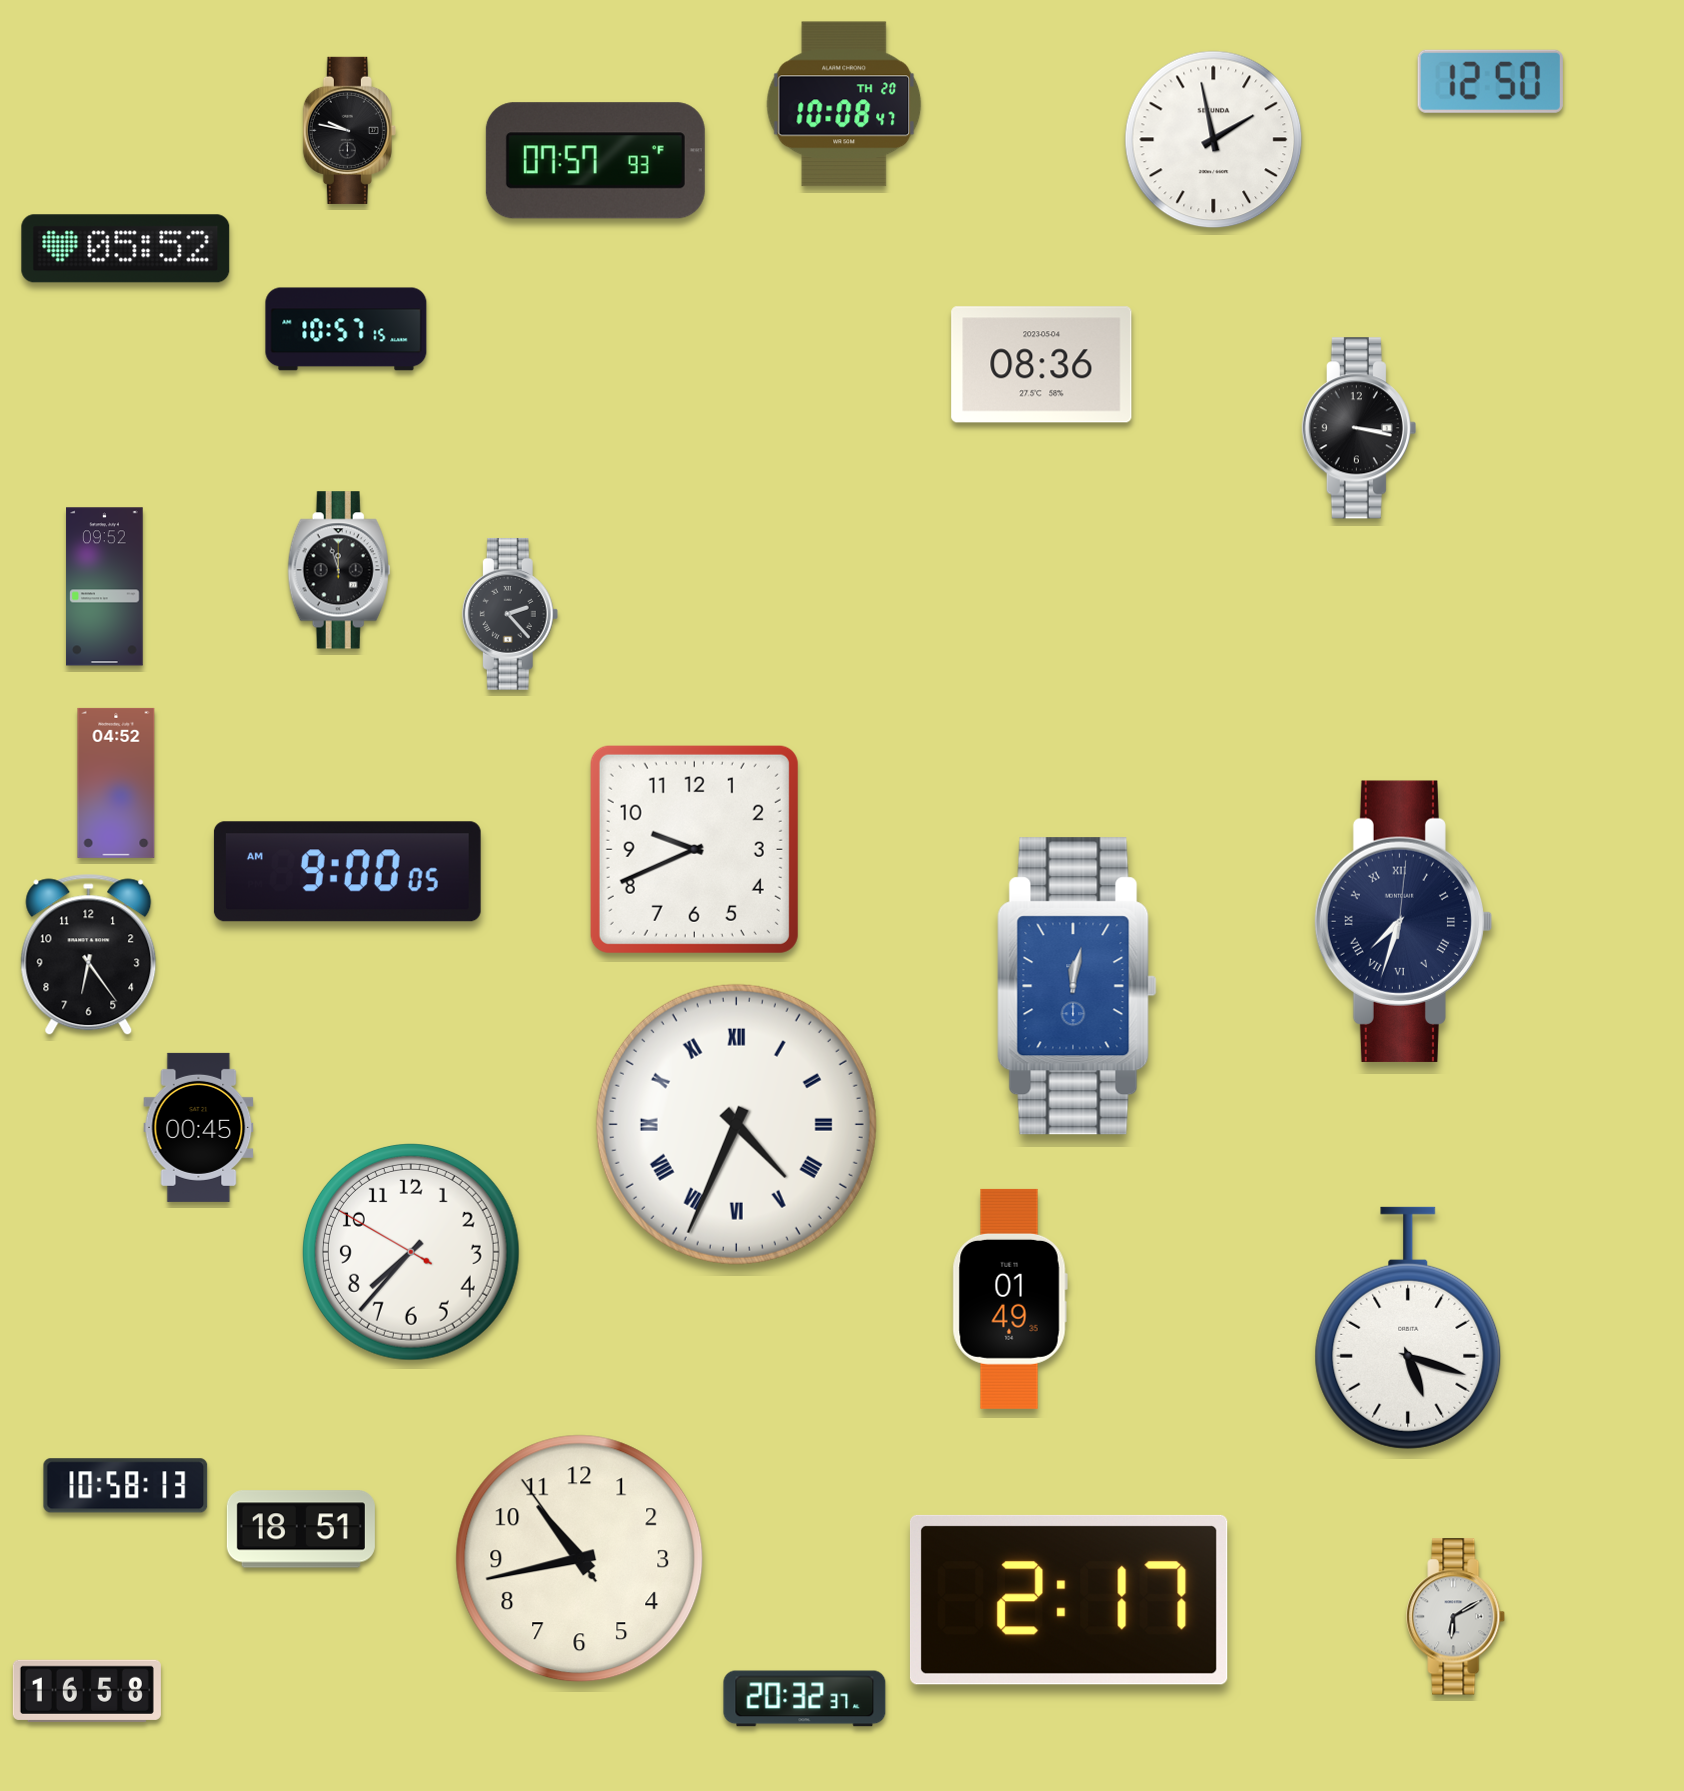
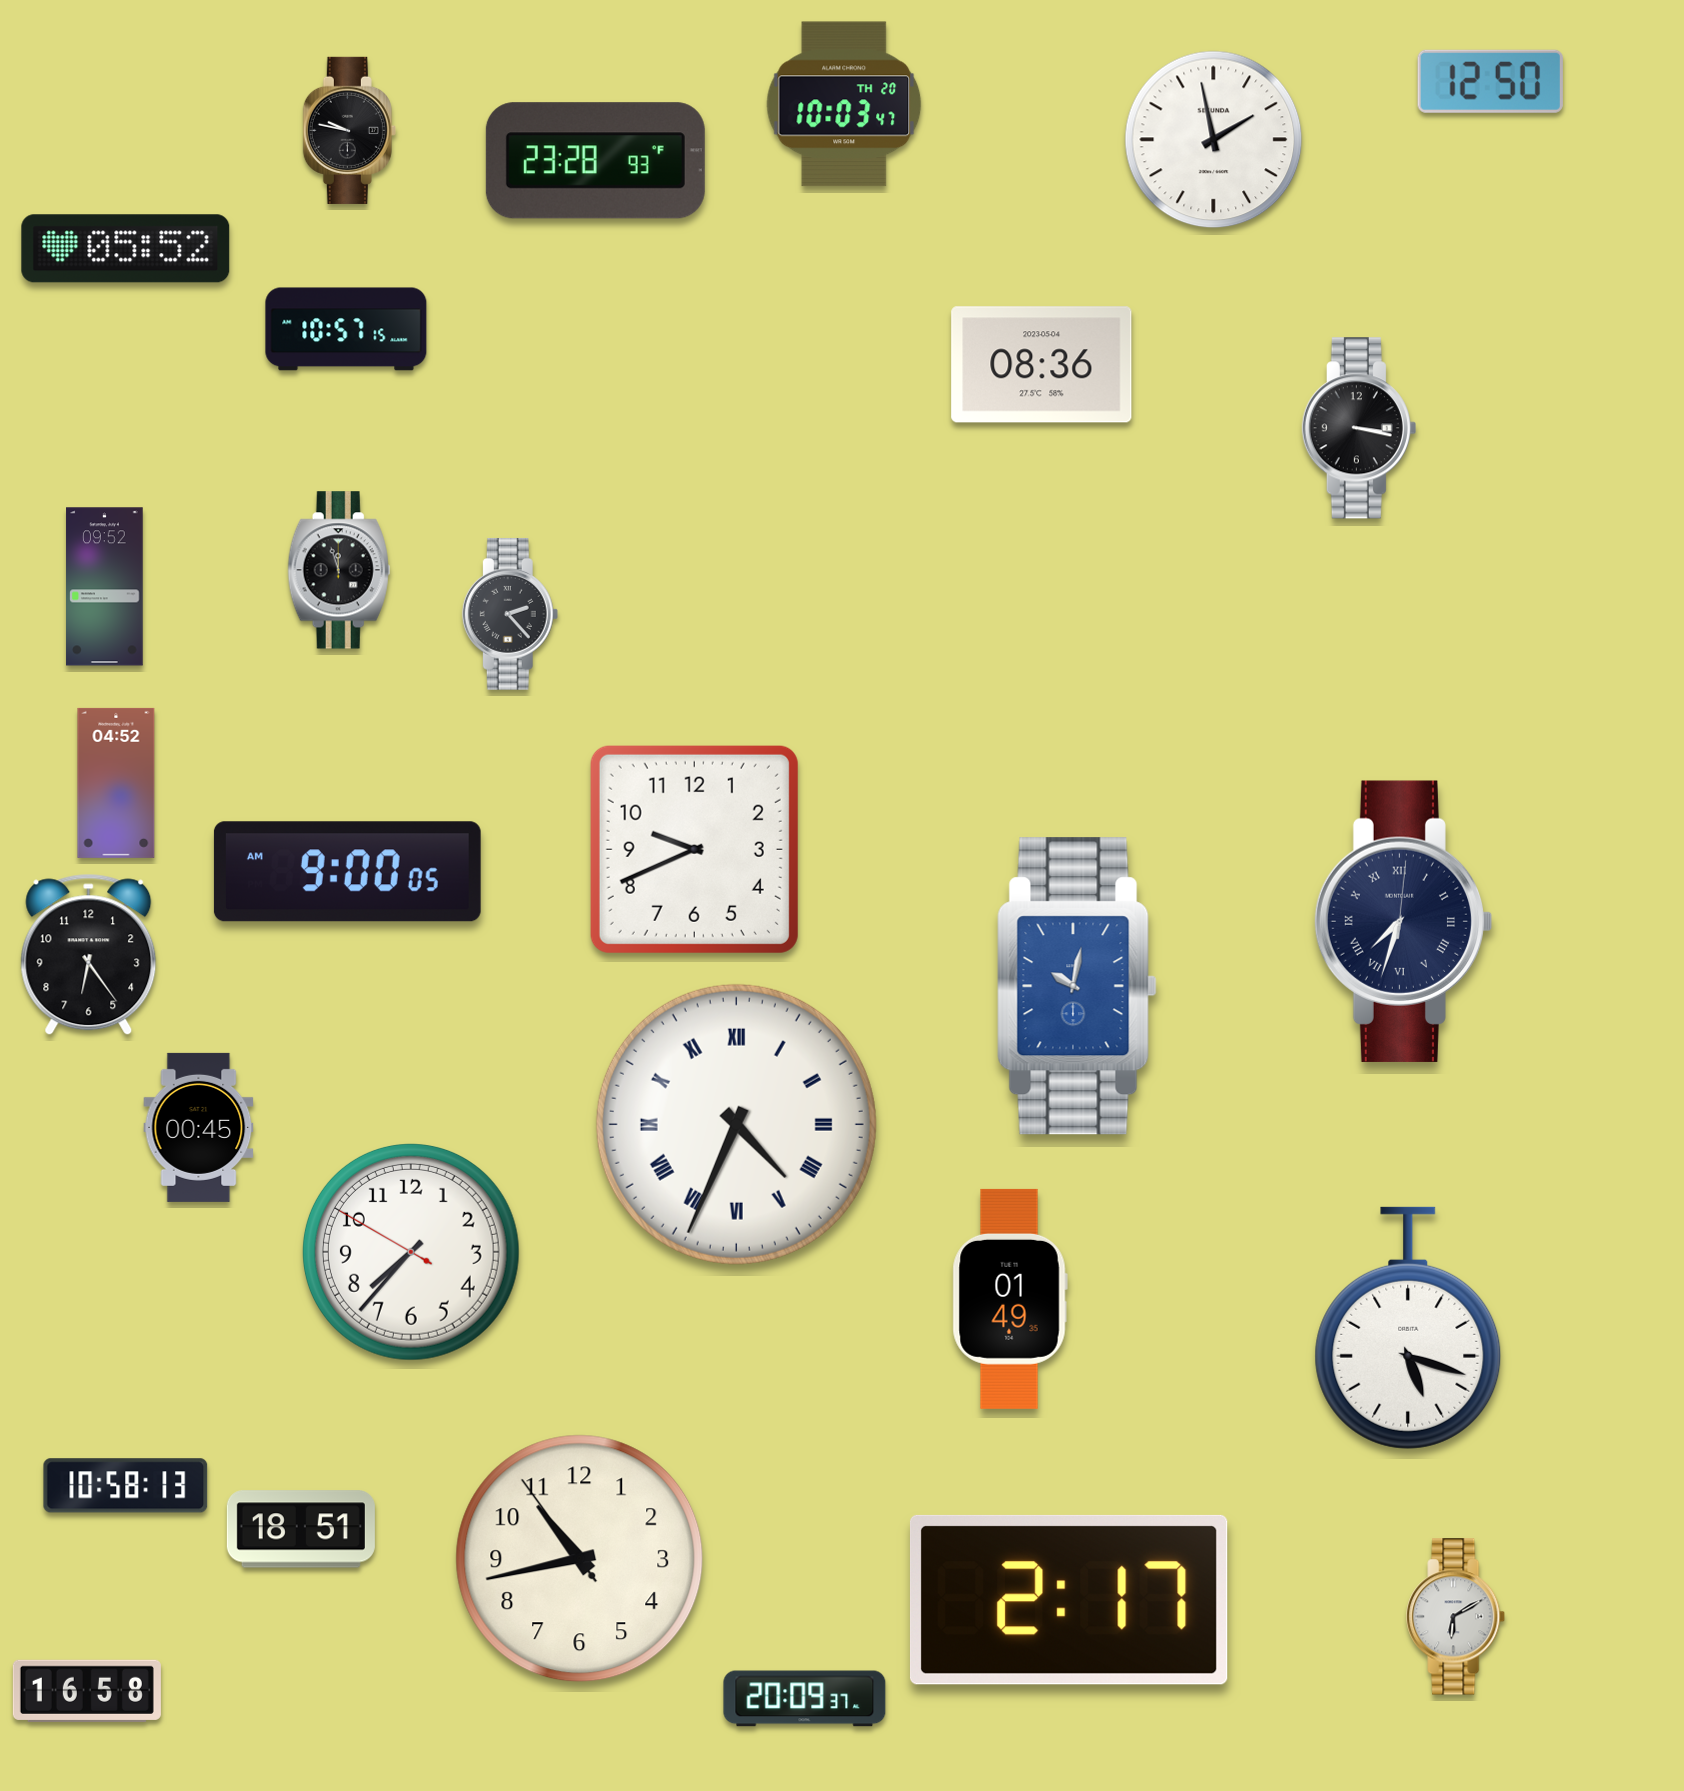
clock at (844, 104): 10:08 -> 10:03
clock at (595, 161): 07:57 -> 23:28
clock at (1077, 986): 12:02 -> 10:02
clock at (805, 1699): 20:32 -> 20:09
